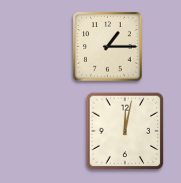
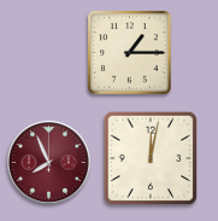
clock at (108, 47) position: (108, 47) -> (130, 53)
clock at (48, 162): none -> 7:56
